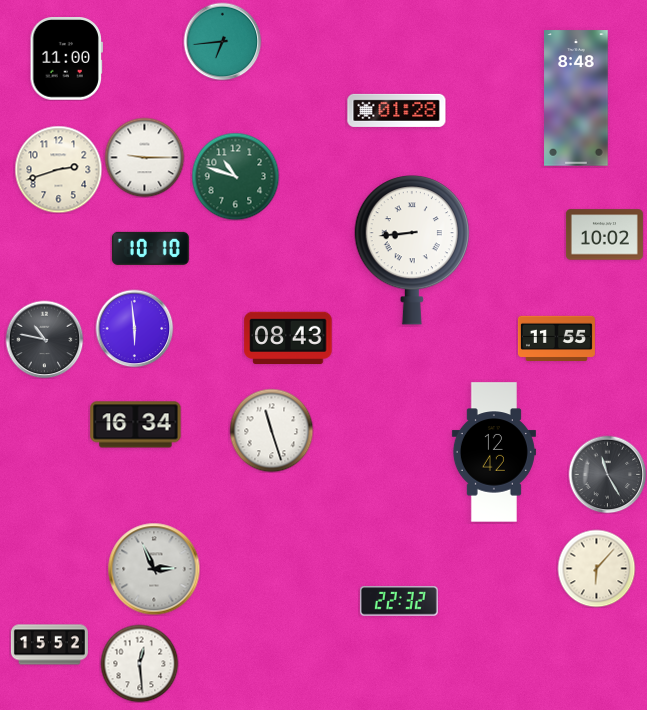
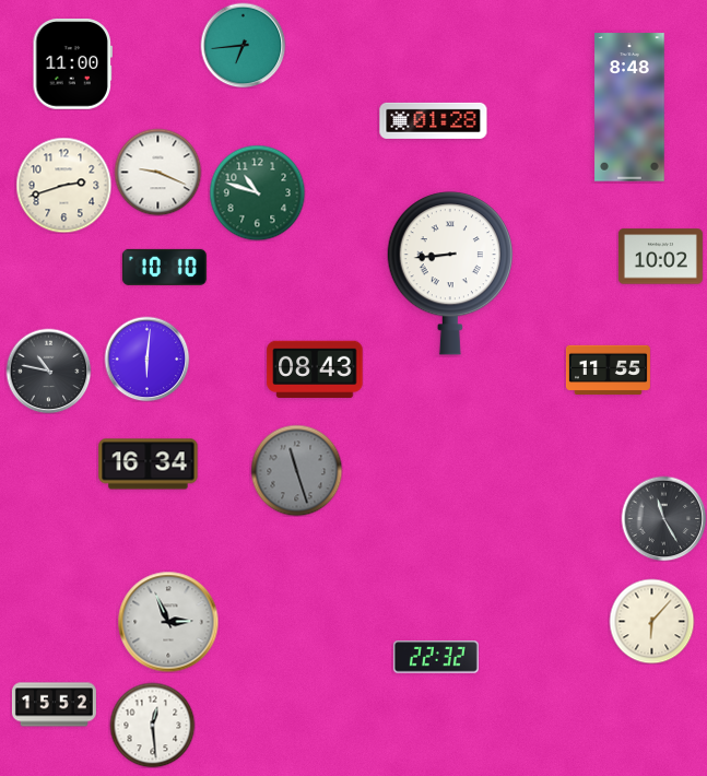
clock at (144, 157): 9:15 -> 9:19
clock at (150, 248) position: (150, 248) -> (164, 267)
clock at (134, 328): 5:59 -> 6:01
clock at (271, 430) dial: white -> grey
clock at (494, 452): 12:42 -> none
